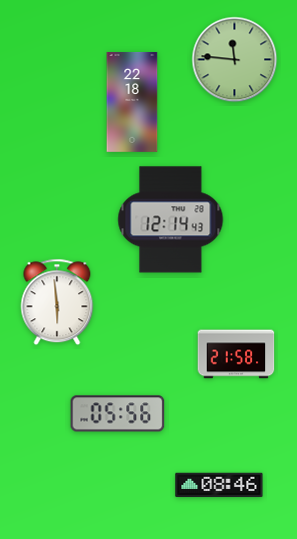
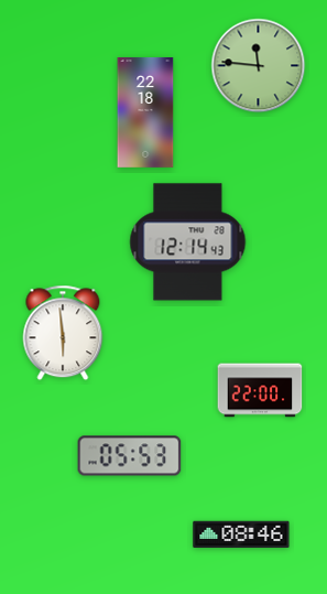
clock at (236, 354): 21:58 -> 22:00
clock at (118, 414): 05:56 -> 05:53
